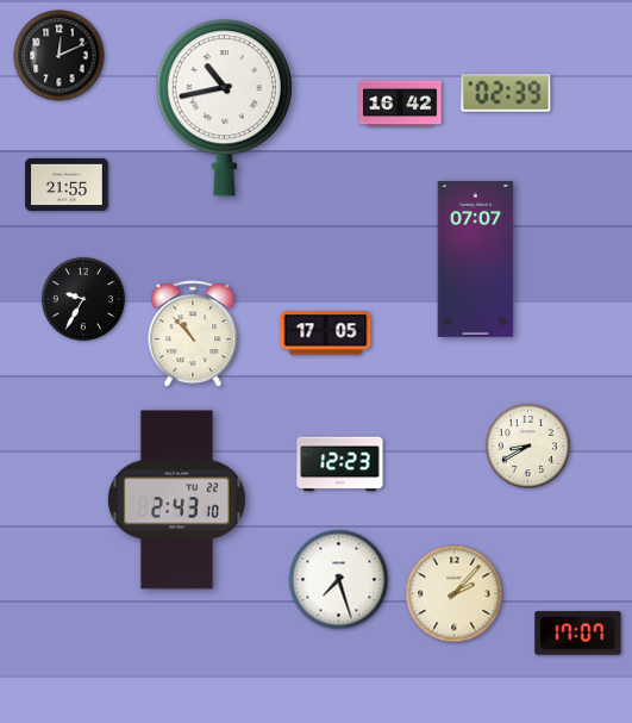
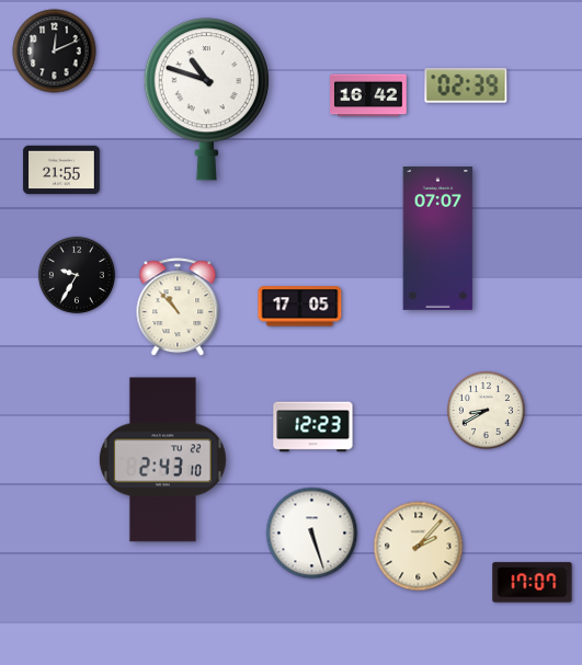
clock at (224, 108): 10:43 -> 10:48
clock at (339, 580): 7:27 -> 5:27
